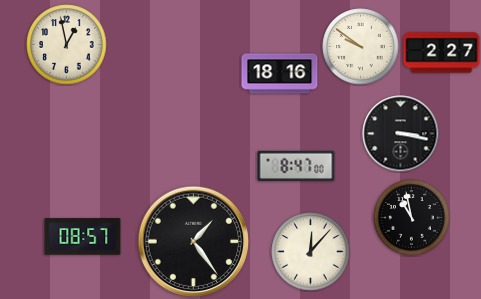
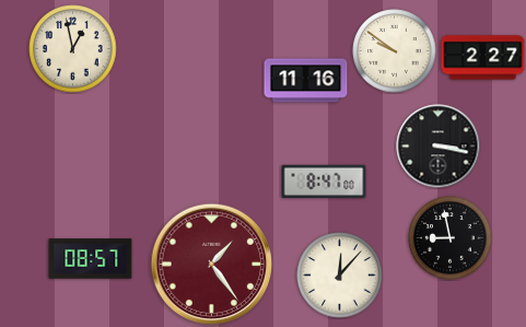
clock at (280, 74): 18:16 -> 11:16
clock at (412, 218): 10:58 -> 8:58
clock at (194, 242) dial: black -> burgundy
